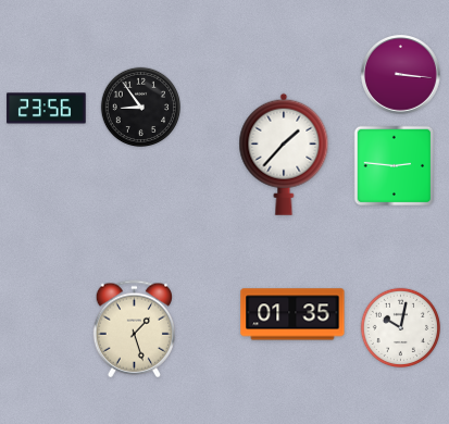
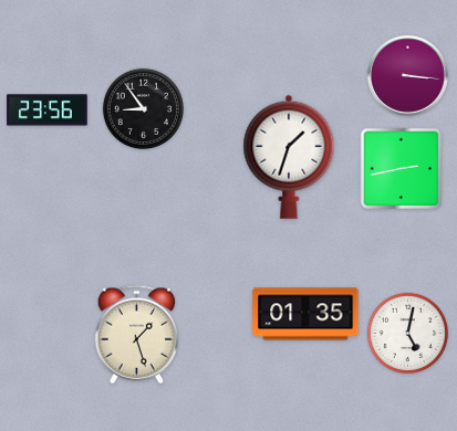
clock at (284, 154): 1:37 -> 1:33
clock at (395, 166): 2:46 -> 2:43
clock at (292, 314) position: (292, 314) -> (305, 314)
clock at (400, 327): 10:02 -> 5:02
